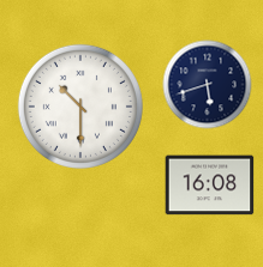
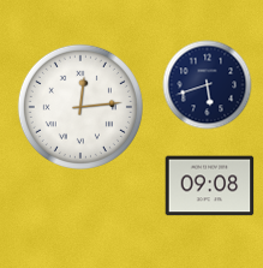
clock at (80, 107): 10:30 -> 12:14
clock at (210, 186): 16:08 -> 09:08
